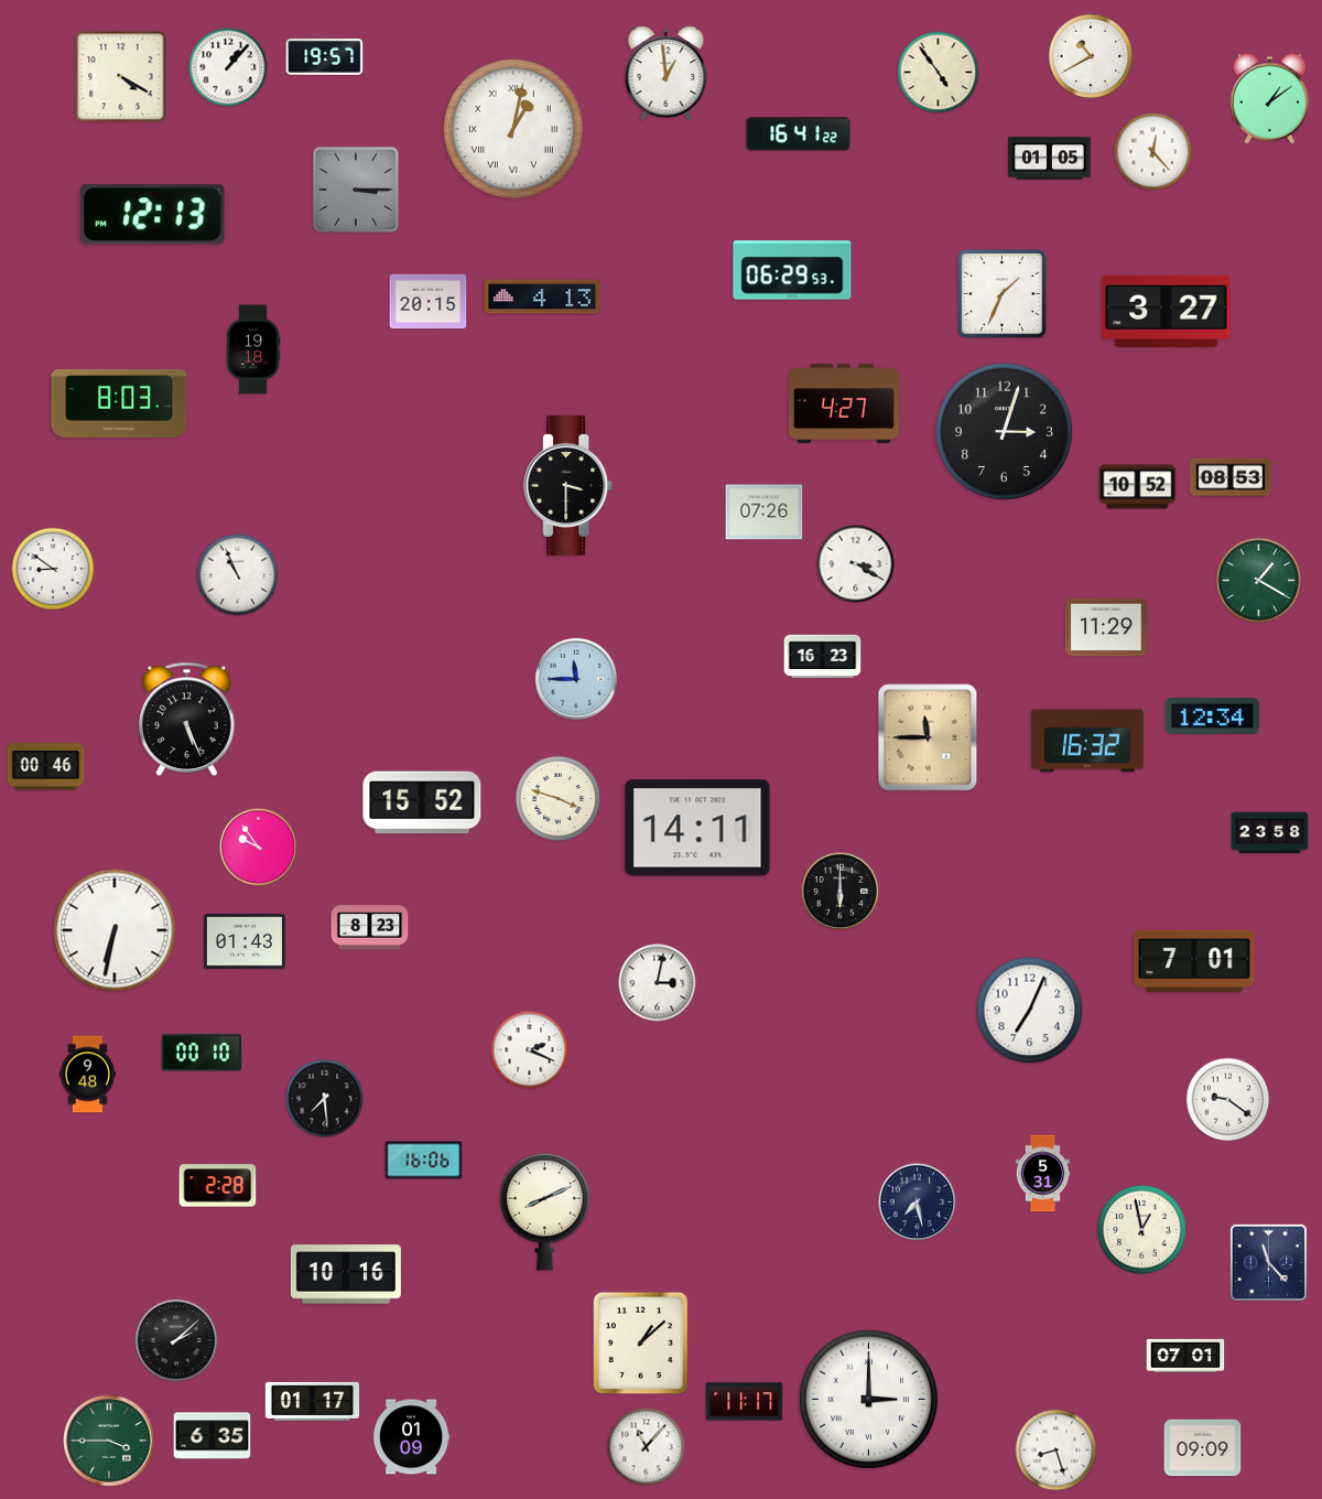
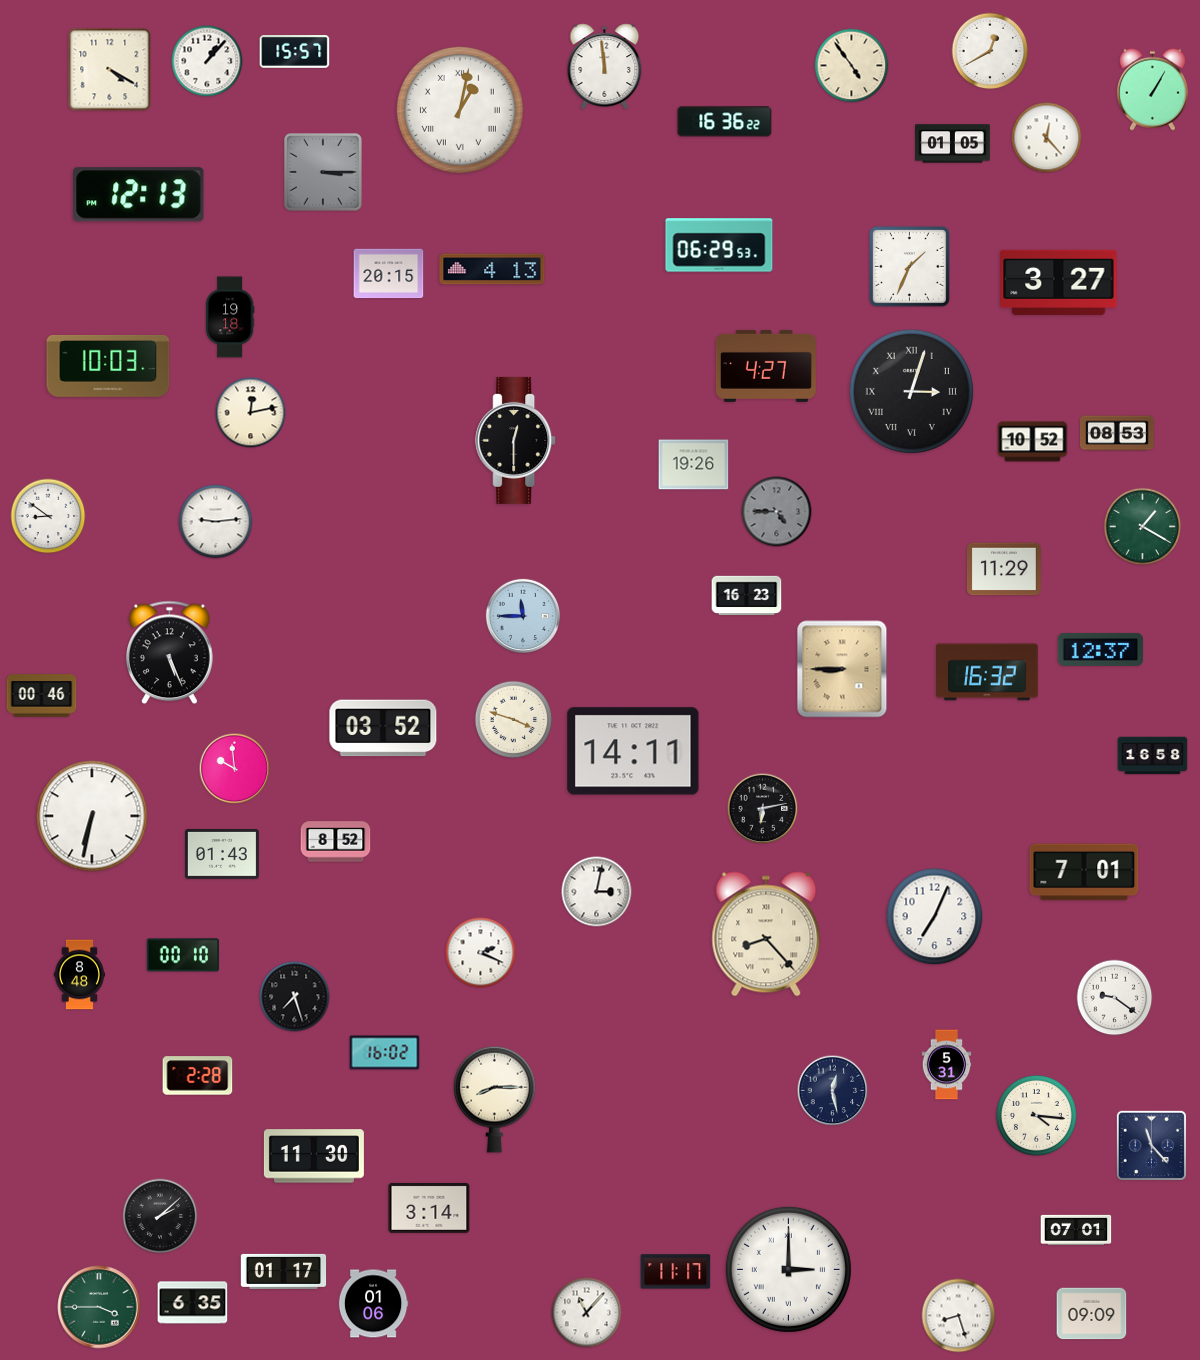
clock at (1091, 56): 10:40 -> 12:40
clock at (325, 57): 19:57 -> 15:57
clock at (667, 74): 12:59 -> 11:59
clock at (1269, 98): 1:09 -> 1:05
clock at (513, 129) position: (513, 129) -> (460, 110)
clock at (799, 134): 16:41 -> 16:36
clock at (119, 403): 8:03 -> 10:03
clock at (1004, 431) numerals: Arabic -> Roman
clock at (251, 413): none -> 12:13
clock at (568, 485): 3:30 -> 12:30
clock at (765, 513): 07:26 -> 19:26
clock at (856, 564): 3:20 -> 4:45
clock at (856, 564) dial: white -> grey
clock at (238, 575): 10:56 -> 9:14
clock at (1212, 715): 12:34 -> 12:37
clock at (928, 737): 11:45 -> 8:45
clock at (559, 799) position: (559, 799) -> (514, 720)
clock at (422, 802): 15:52 -> 03:52
clock at (1270, 833): 23:58 -> 16:58
clock at (259, 848): 9:54 -> 9:59
clock at (841, 892): 6:00 -> 6:13
clock at (370, 928): 8:23 -> 8:52
clock at (115, 930) position: (115, 930) -> (92, 816)
clock at (766, 934): none -> 8:23
clock at (87, 1075): 9:48 -> 8:48
clock at (325, 1099): 7:29 -> 7:27
clock at (424, 1161): 16:06 -> 16:02
clock at (918, 1203): 7:28 -> 12:28
clock at (545, 1211): 8:11 -> 8:15
clock at (1141, 1229): 12:58 -> 4:16
clock at (346, 1274): 10:16 -> 11:30
clock at (429, 1208): none -> 3:14
clock at (641, 1344): 1:08 -> none
clock at (411, 1437): 01:09 -> 01:06
